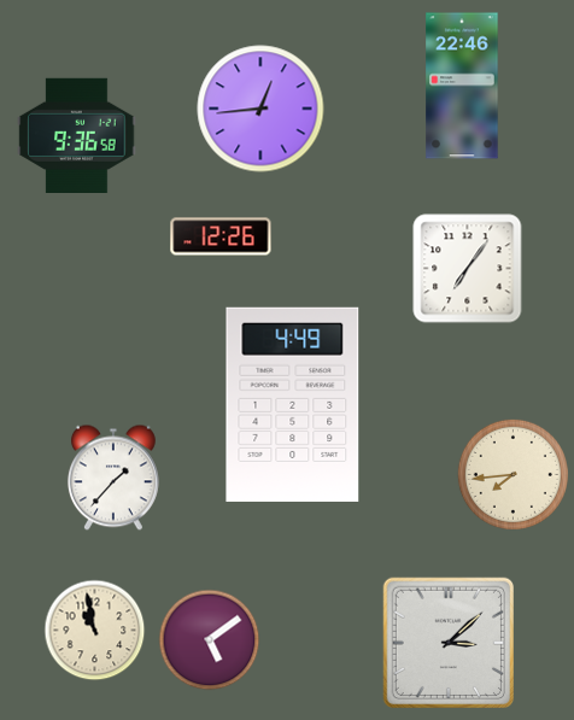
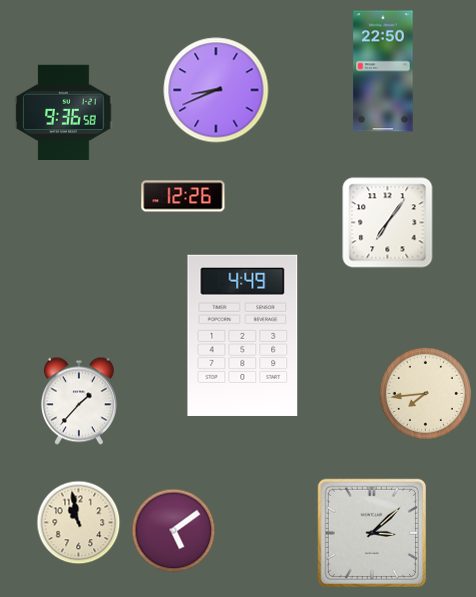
clock at (462, 86): 22:46 -> 22:50
clock at (260, 109): 12:44 -> 8:41
clock at (113, 478) position: (113, 478) -> (79, 401)
